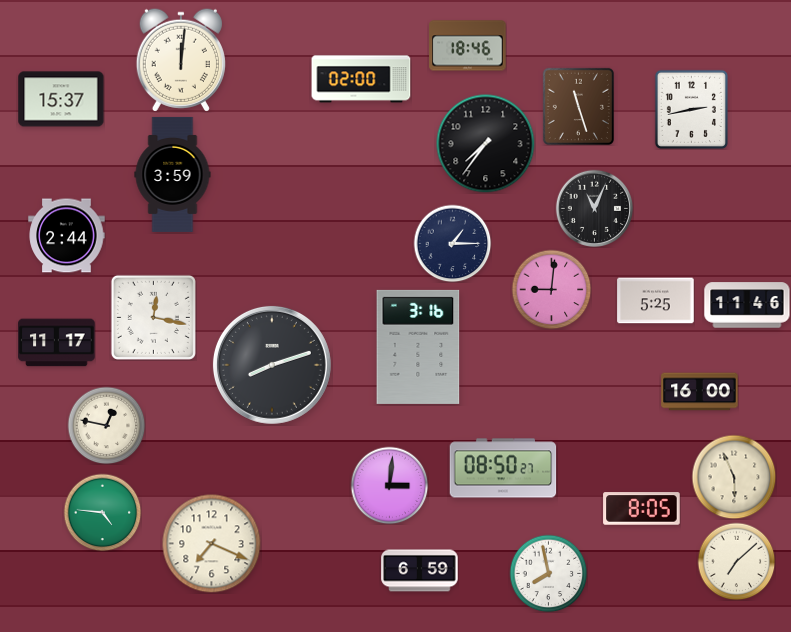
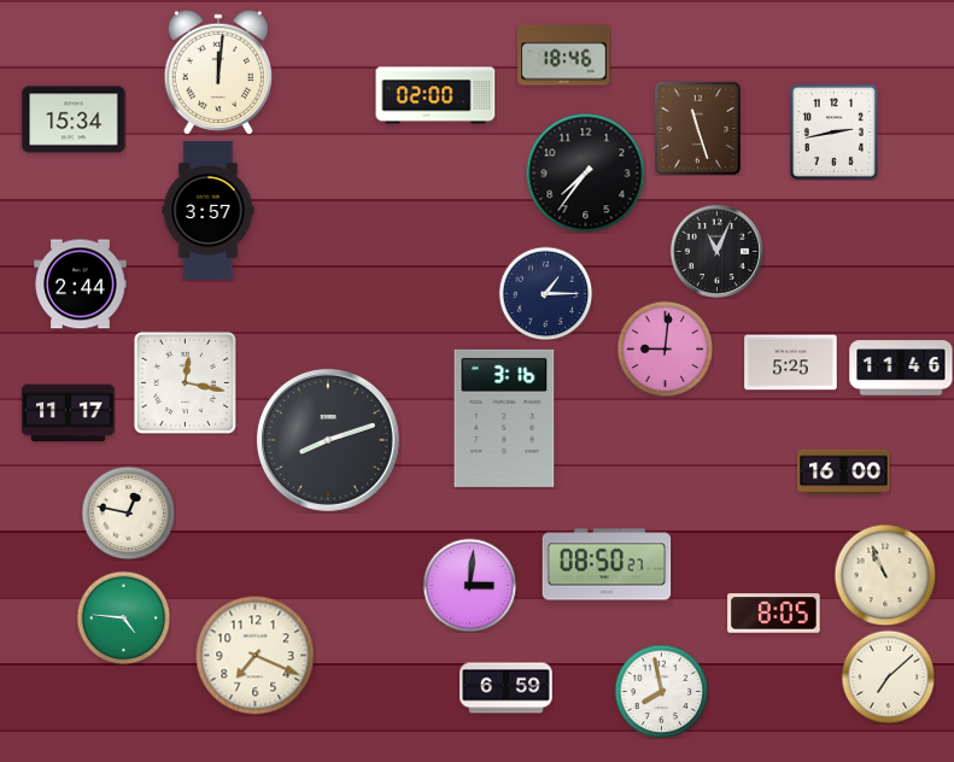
clock at (61, 99): 15:37 -> 15:34
clock at (173, 174): 3:59 -> 3:57
clock at (734, 477): 5:56 -> 10:56
